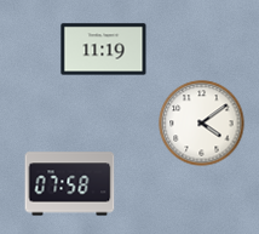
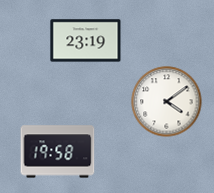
clock at (104, 50): 11:19 -> 23:19
clock at (70, 184): 07:58 -> 19:58
